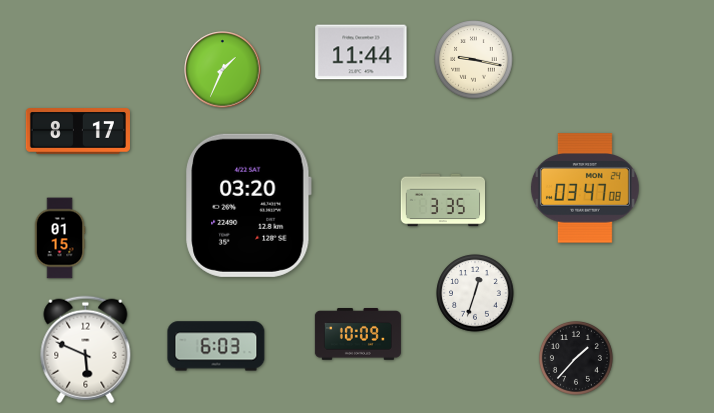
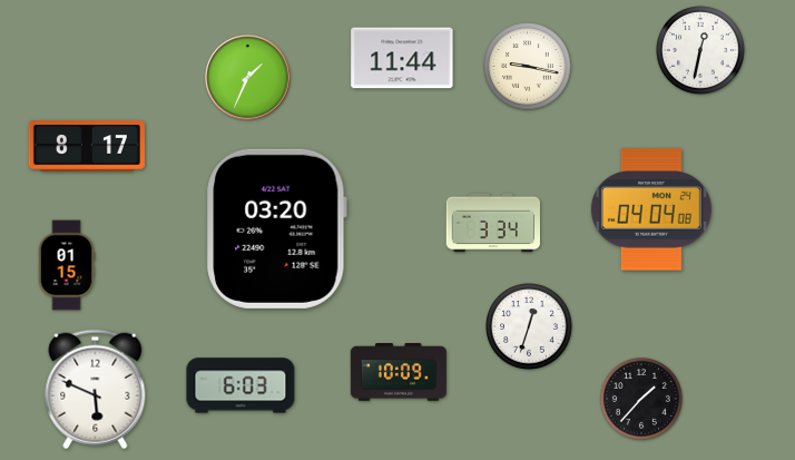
clock at (700, 50): none -> 12:32
clock at (585, 188): 03:47 -> 04:04
clock at (443, 200): 3:35 -> 3:34
